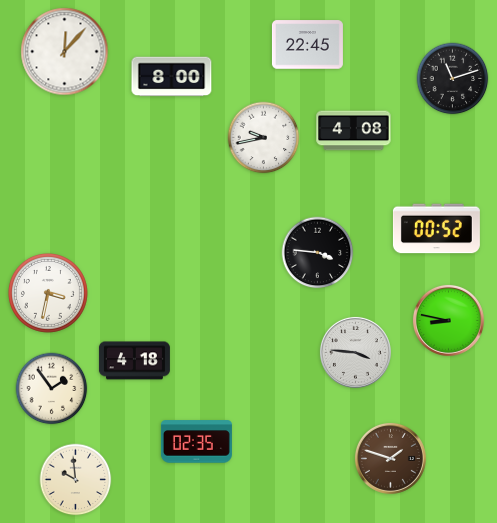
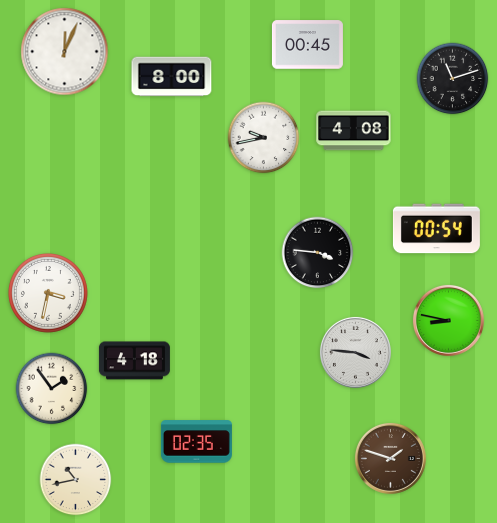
clock at (307, 45): 22:45 -> 00:45
clock at (65, 52): 12:07 -> 12:04
clock at (436, 229): 00:52 -> 00:54
clock at (76, 480): 9:59 -> 10:43
